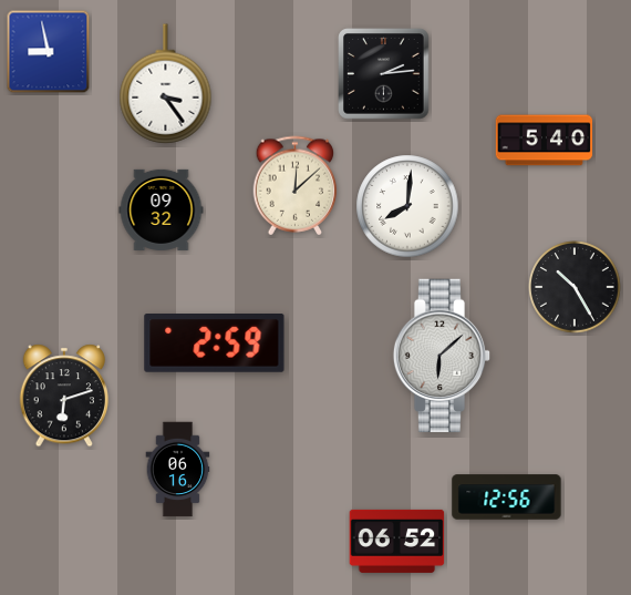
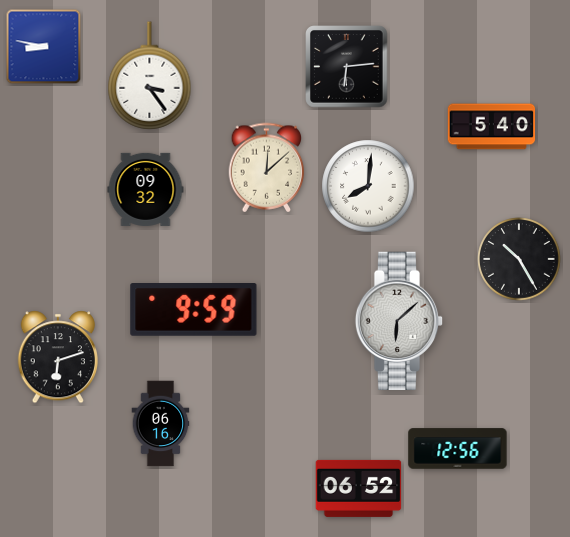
clock at (49, 52): 8:58 -> 8:47
clock at (384, 74): 2:14 -> 6:14
clock at (215, 343): 2:59 -> 9:59
